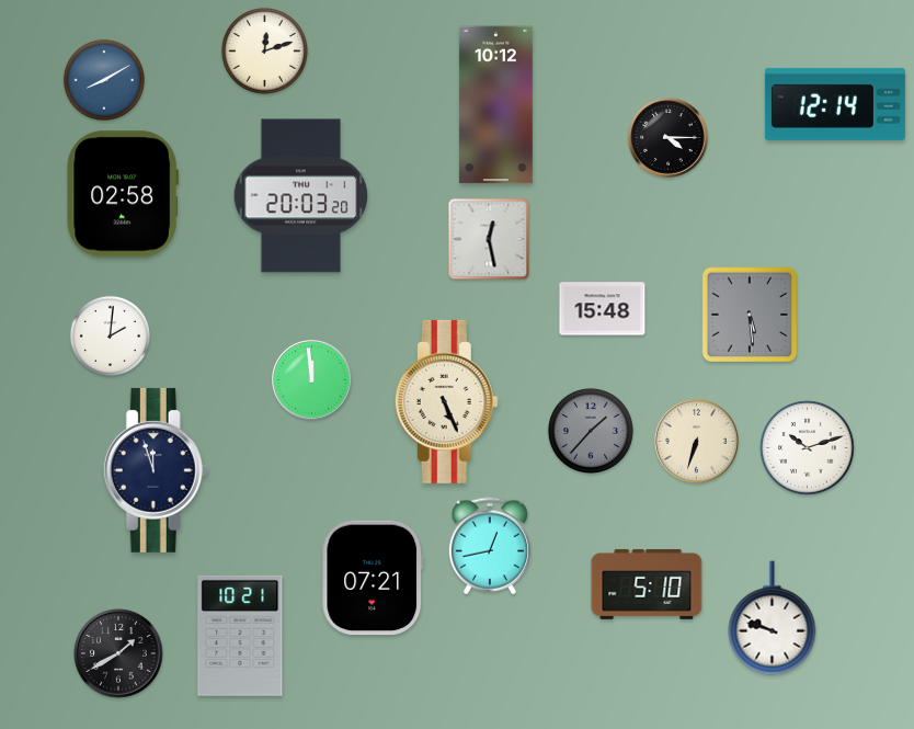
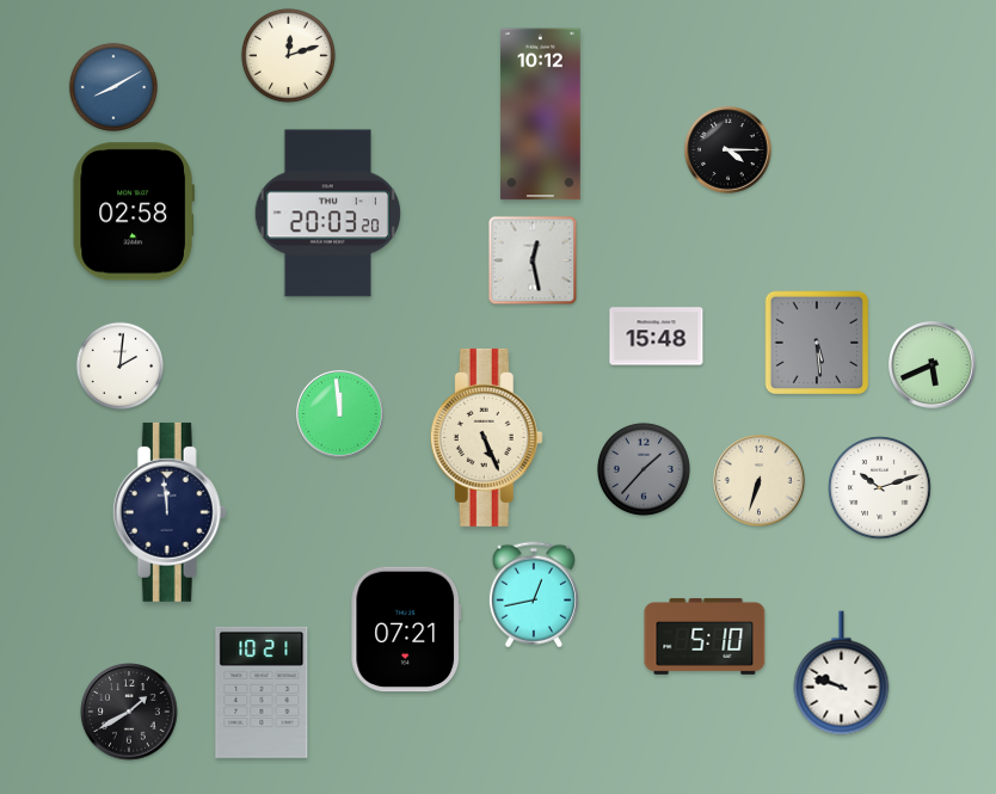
clock at (835, 104): 12:14 -> none
clock at (933, 365): none -> 5:41
clock at (156, 470): 11:57 -> 11:59
